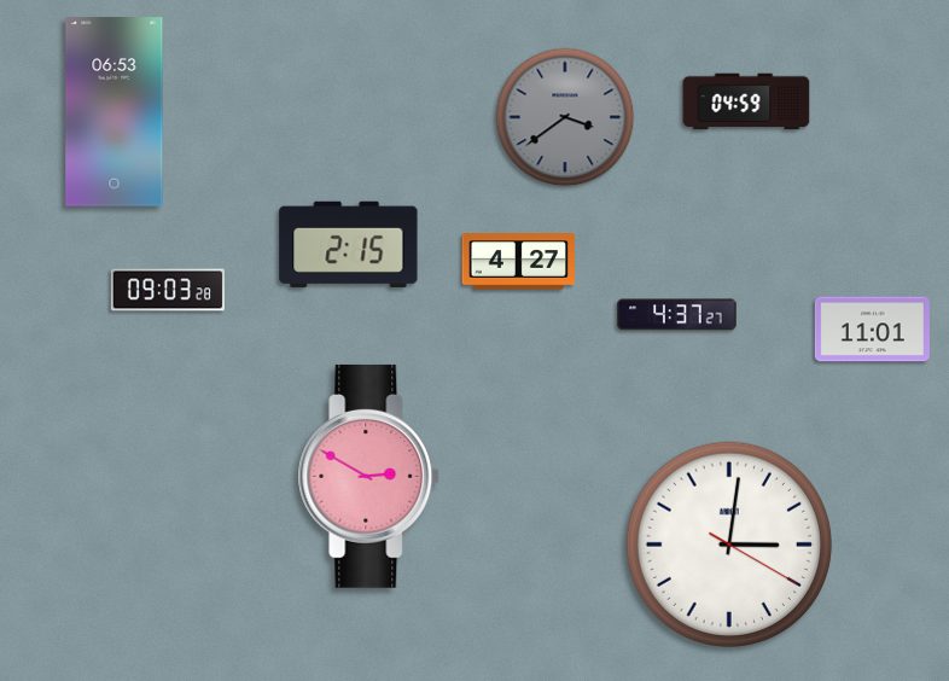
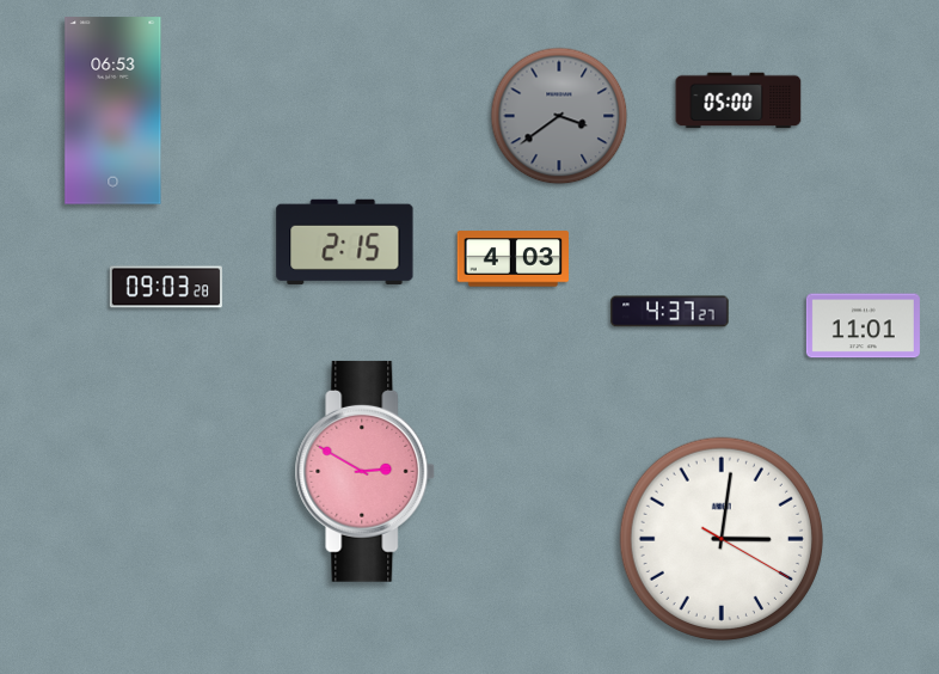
clock at (746, 101): 04:59 -> 05:00
clock at (518, 262): 4:27 -> 4:03
